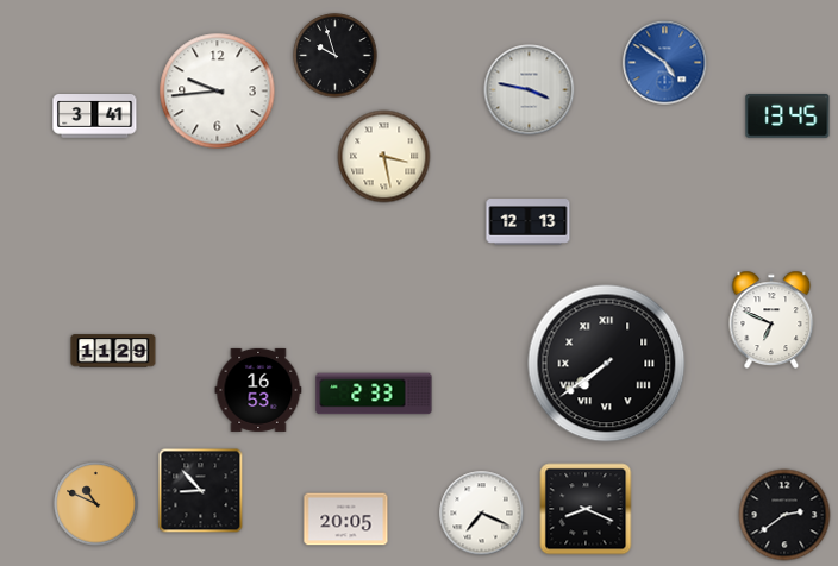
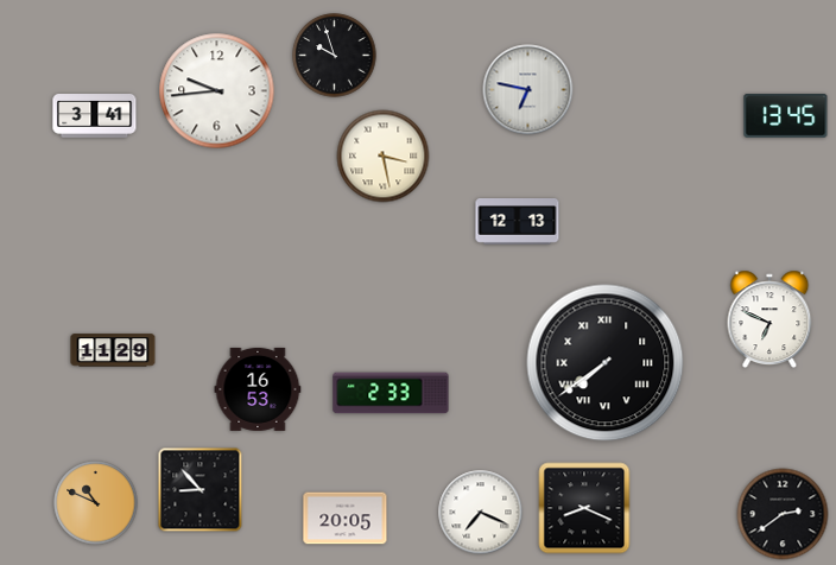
clock at (665, 63): 4:51 -> none
clock at (530, 90): 3:47 -> 6:47
clock at (529, 222) position: (529, 222) -> (518, 222)
clock at (374, 394) position: (374, 394) -> (391, 393)
